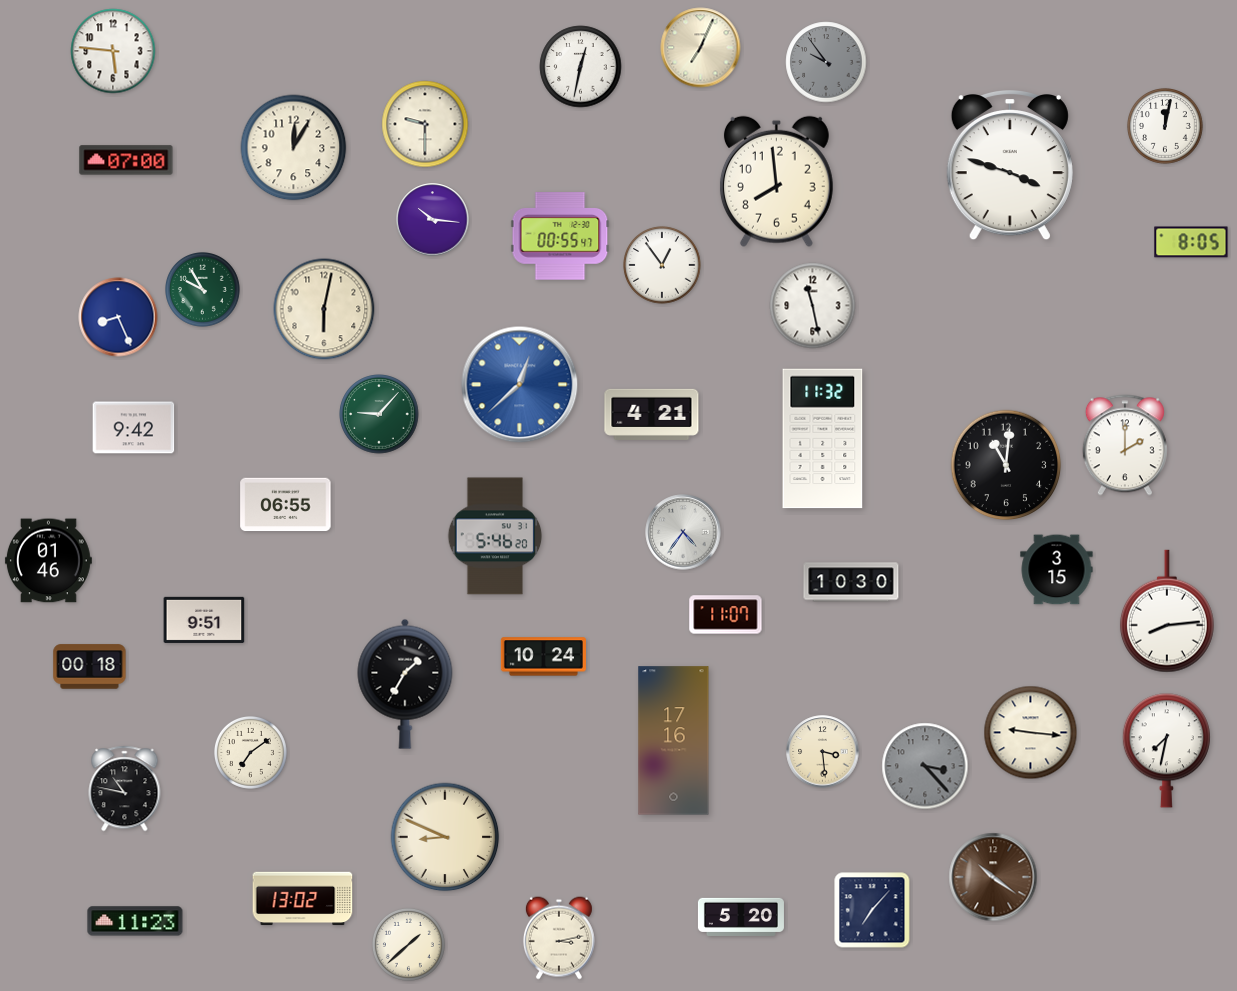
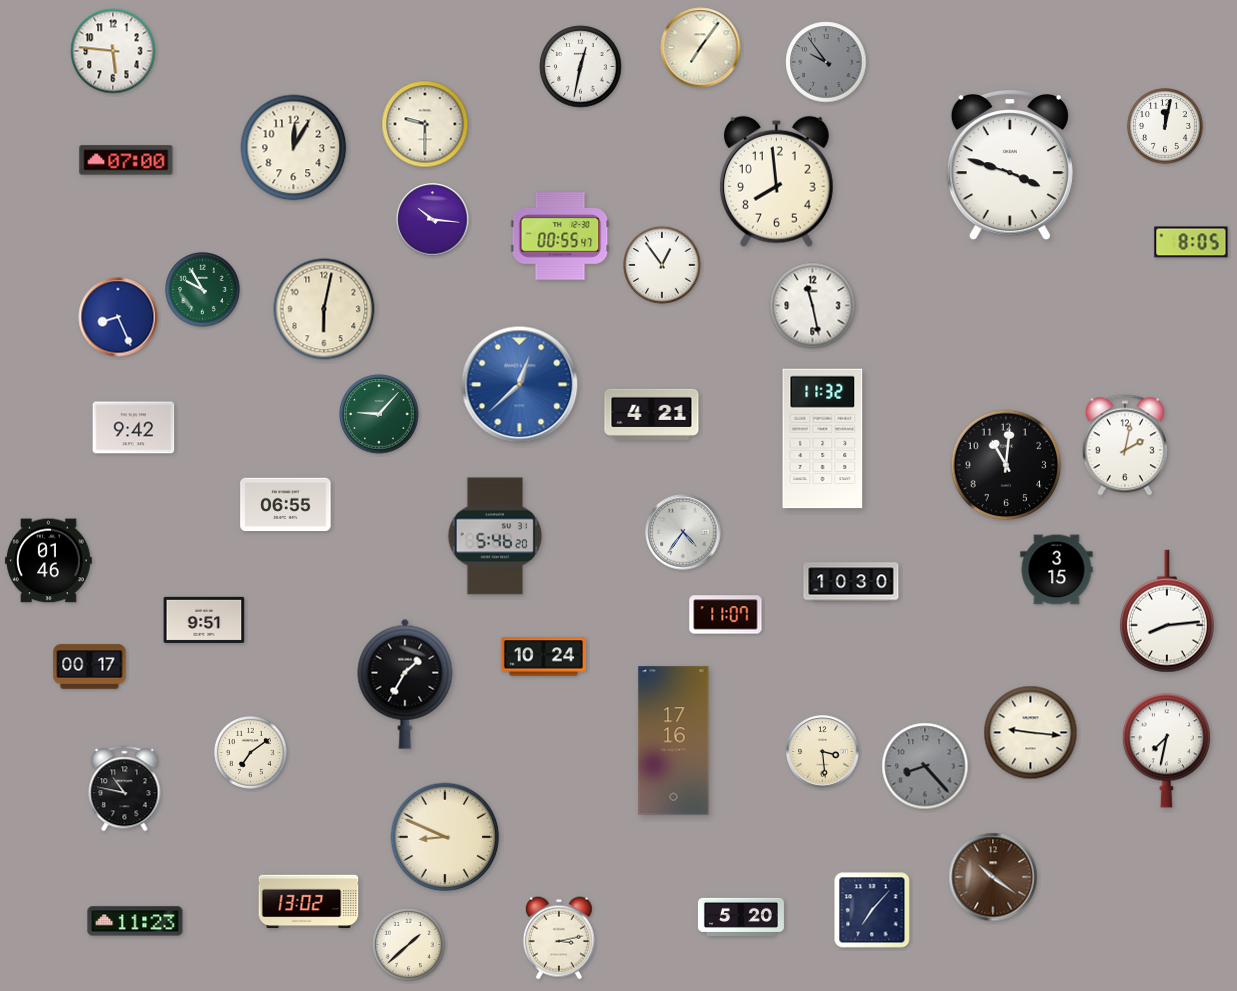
clock at (701, 48): 7:04 -> 7:06
clock at (1125, 445): 2:00 -> 2:02
clock at (90, 667): 00:18 -> 00:17
clock at (925, 766): 3:23 -> 8:23
clock at (303, 899) position: (303, 899) -> (309, 902)
